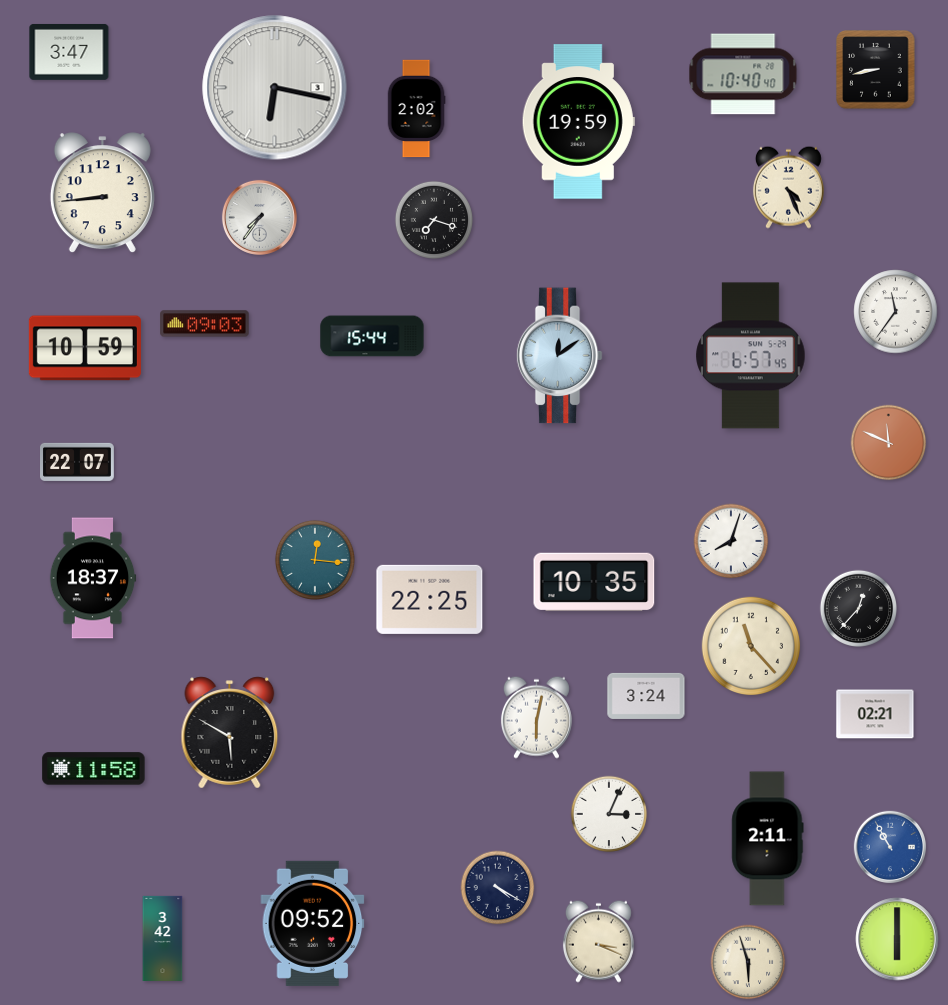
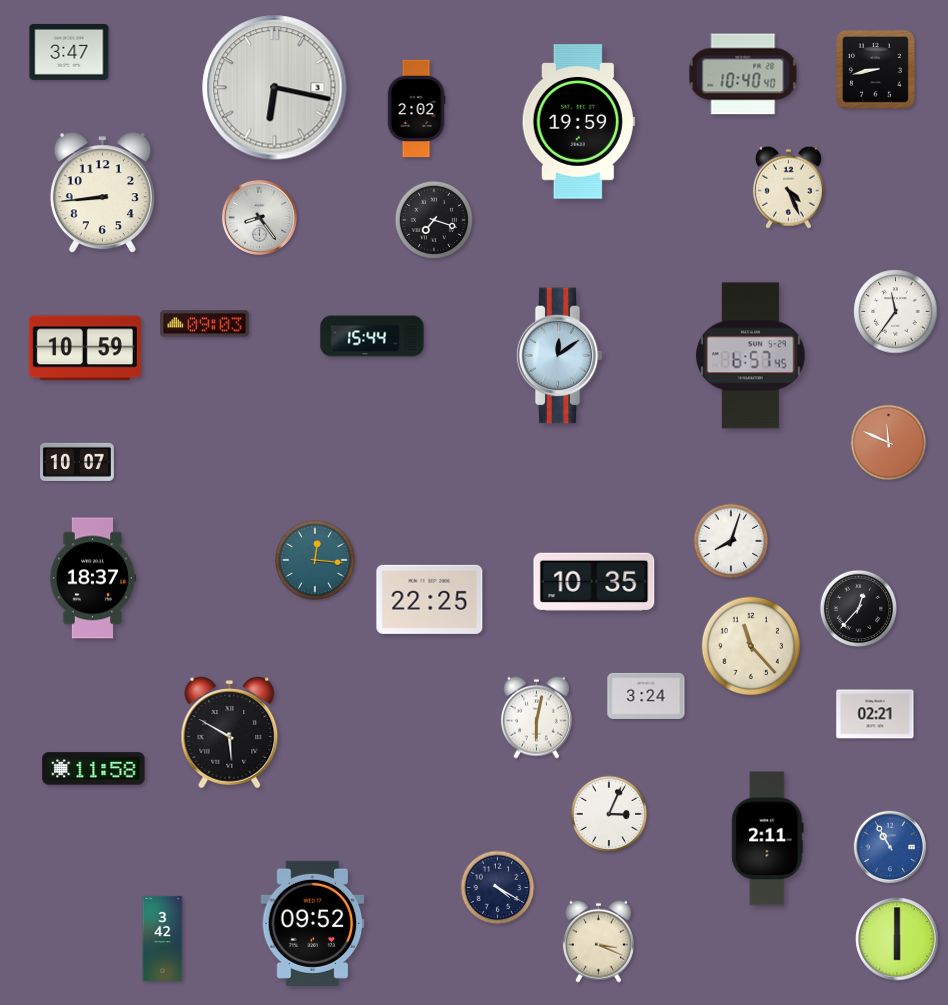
clock at (259, 217): 7:36 -> 8:24
clock at (78, 462): 22:07 -> 10:07
clock at (748, 962): 5:57 -> none
